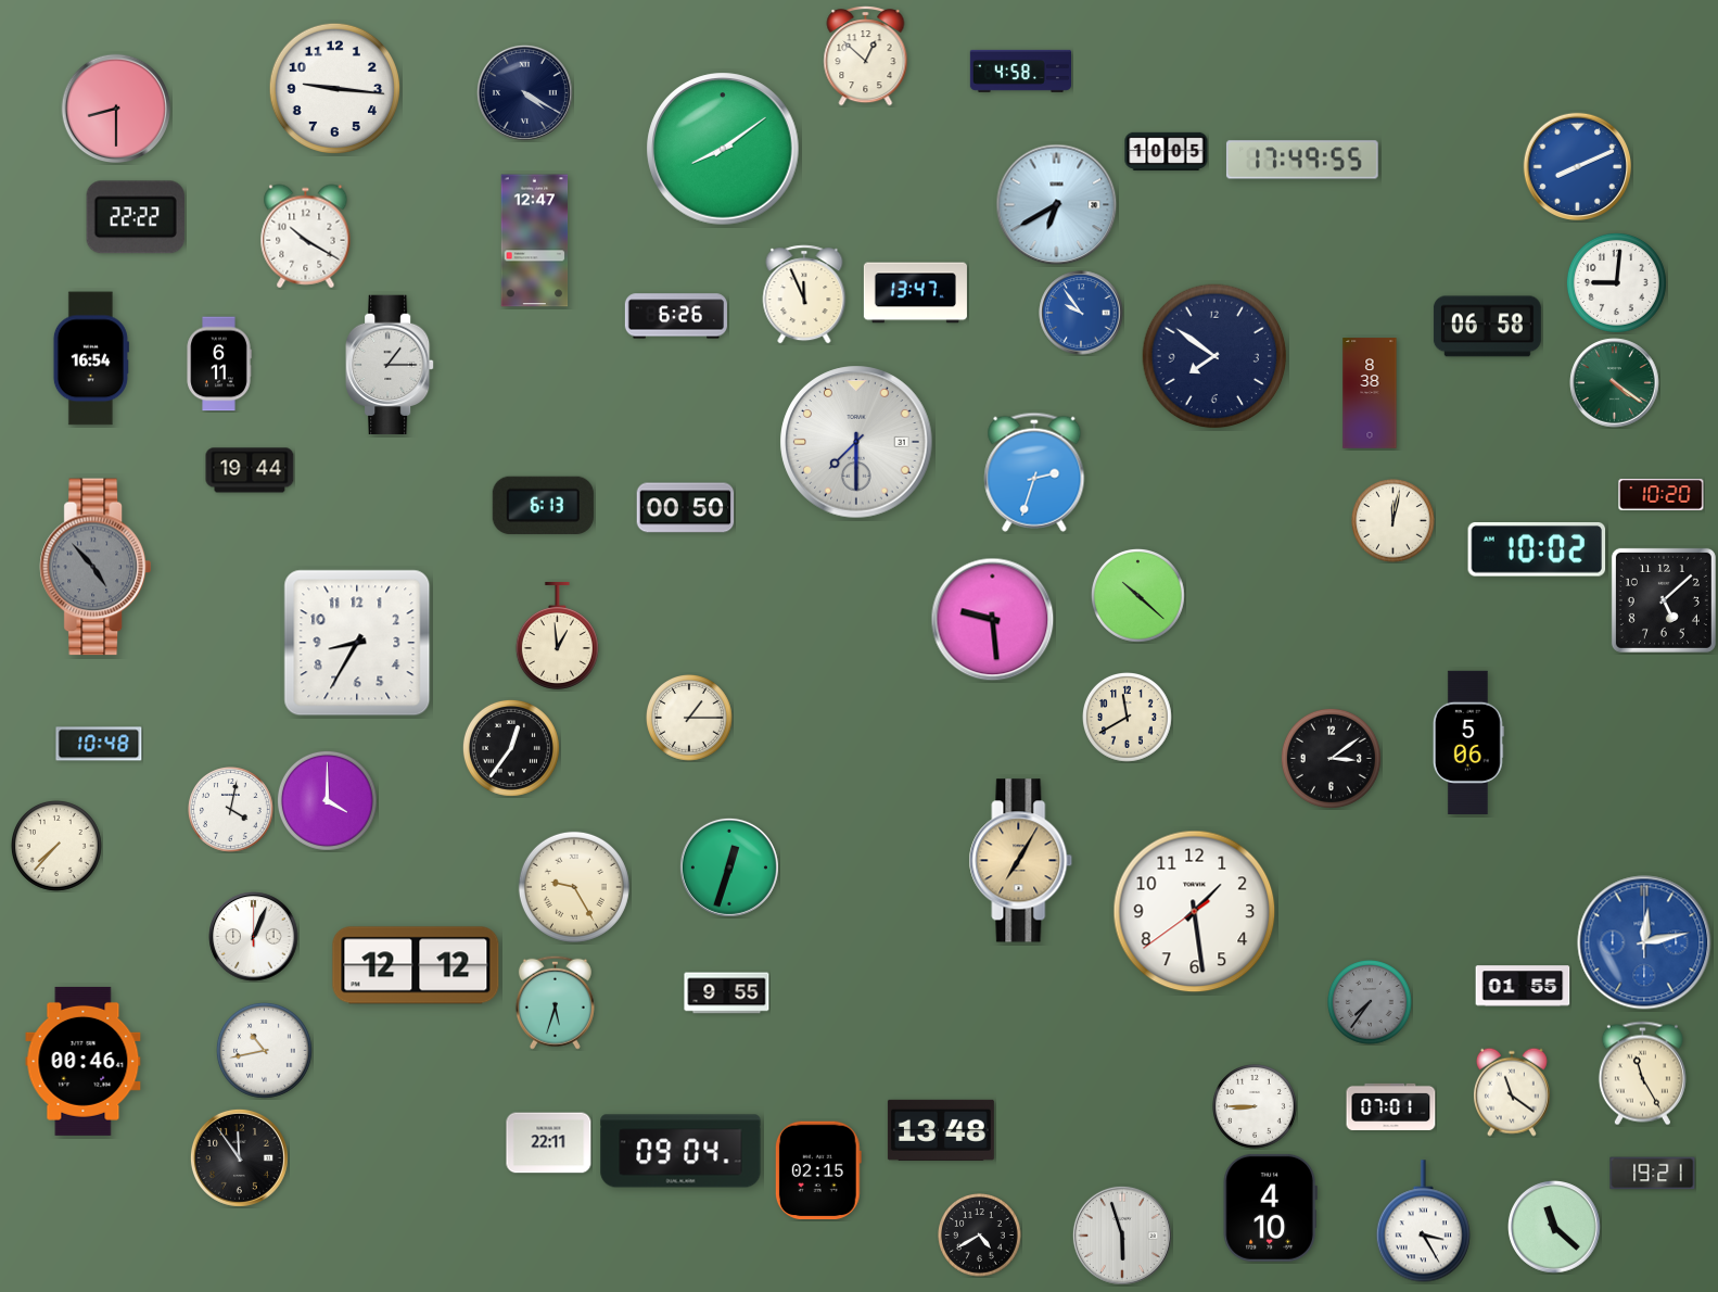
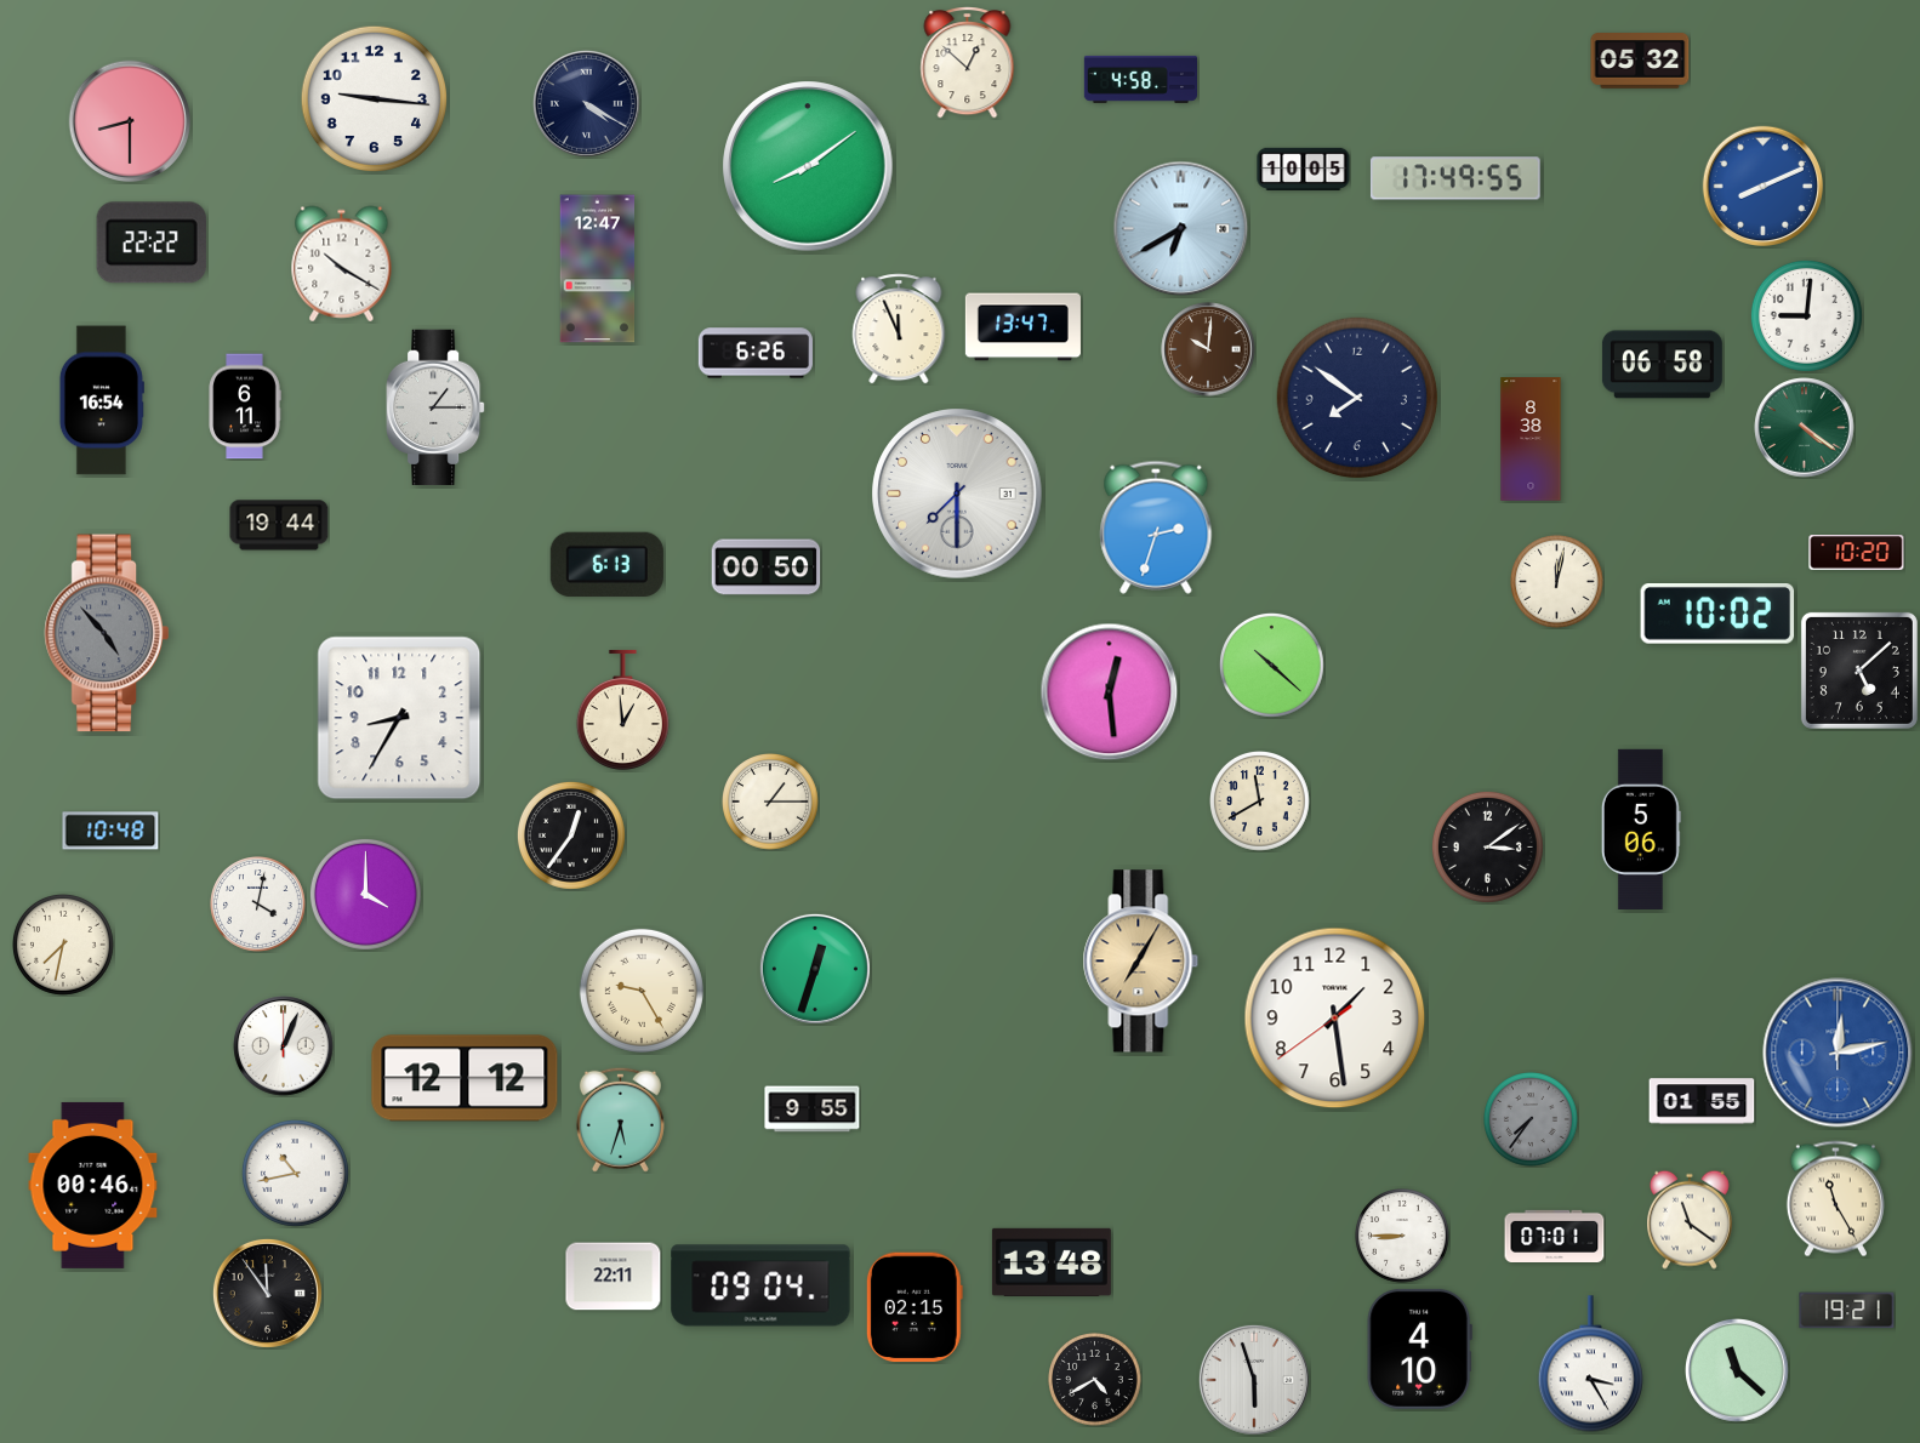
clock at (1640, 61): none -> 05:32
clock at (1081, 313): 9:54 -> 10:01
clock at (1081, 313) dial: blue -> brown
clock at (993, 620): 9:29 -> 12:29
clock at (56, 846): 7:37 -> 7:32
